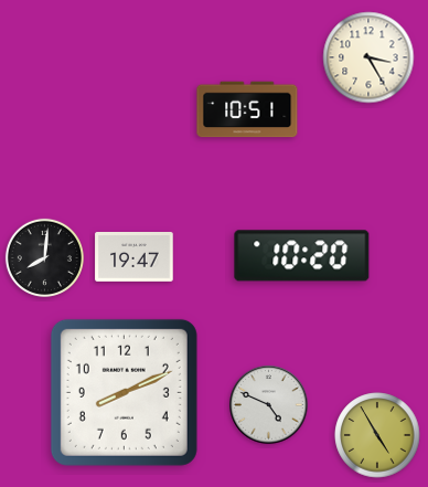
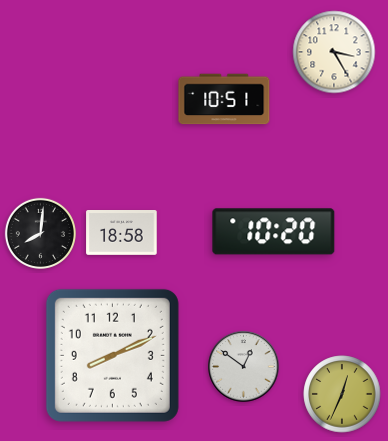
clock at (135, 257): 19:47 -> 18:58
clock at (269, 405): 4:49 -> 12:51
clock at (377, 435): 4:55 -> 12:34
